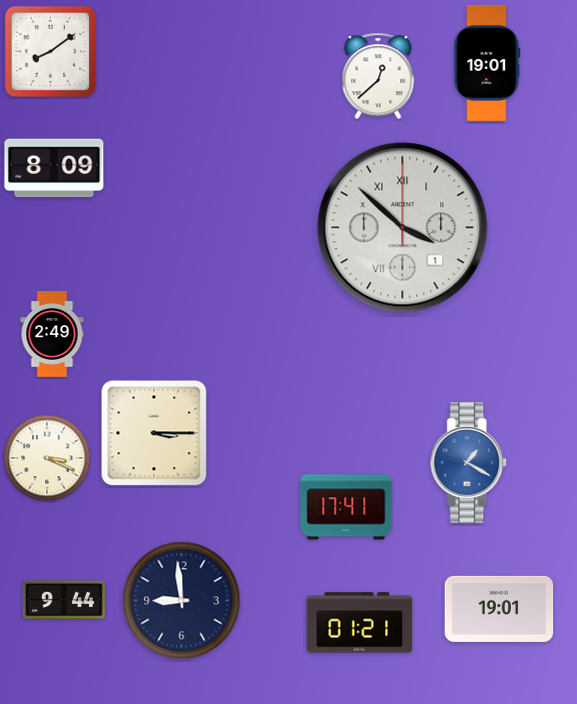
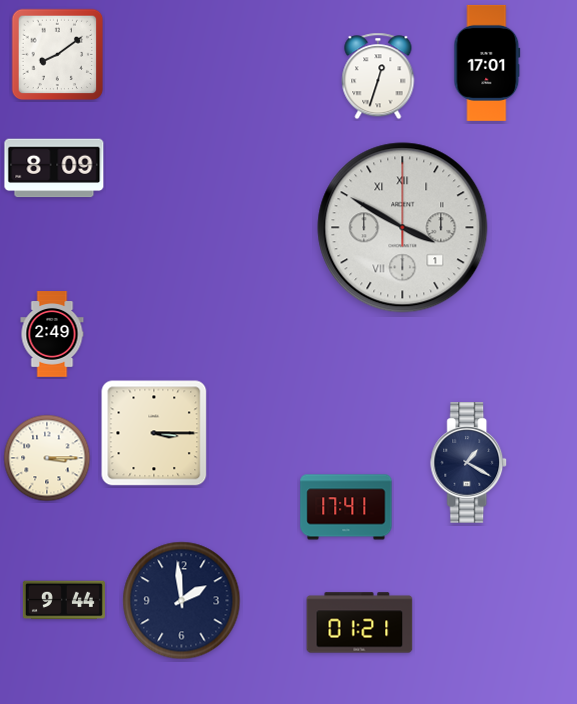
clock at (51, 52) position: (51, 52) -> (58, 55)
clock at (487, 63): 19:01 -> 17:01
clock at (378, 76): 12:38 -> 12:33
clock at (403, 228): 3:52 -> 3:50
clock at (47, 458): 3:19 -> 3:15
clock at (469, 463) dial: blue -> navy
clock at (182, 601): 8:59 -> 1:59
clock at (499, 609): 19:01 -> none
